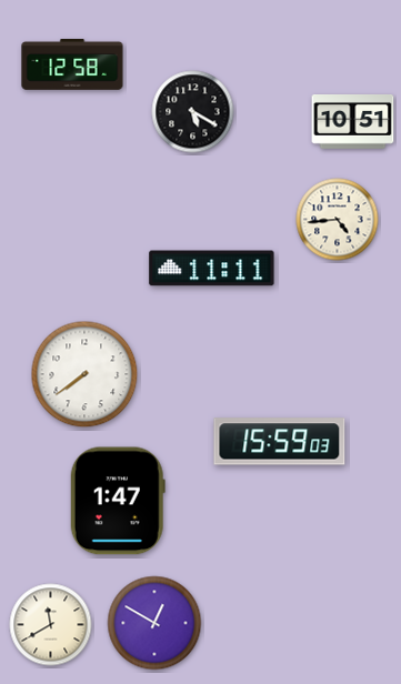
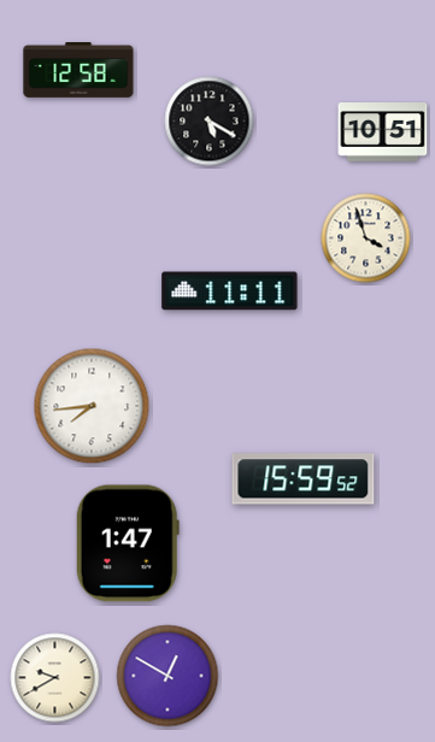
clock at (338, 220): 4:44 -> 3:57
clock at (84, 374): 7:39 -> 7:44
clock at (280, 442): 15:59:03 -> 15:59:52
clock at (51, 625): 11:40 -> 9:40
